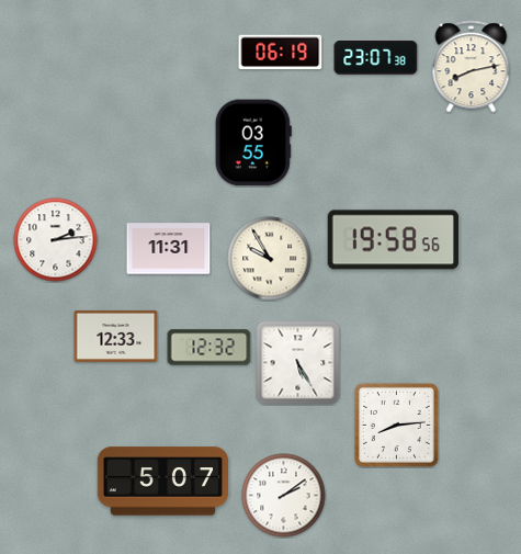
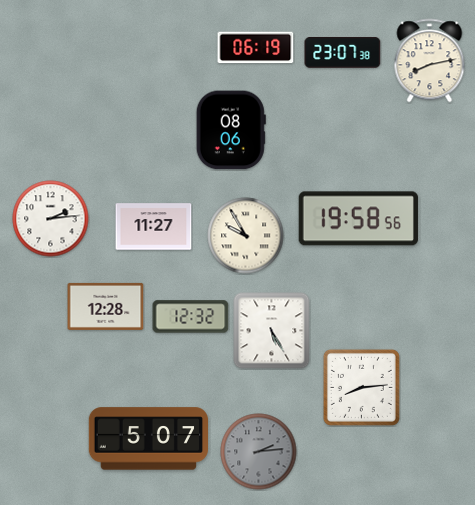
clock at (253, 143): 03:55 -> 08:06
clock at (169, 249): 11:31 -> 11:27
clock at (116, 336): 12:33 -> 12:28
clock at (284, 496): 2:09 -> 2:14
clock at (284, 496) dial: white -> grey
